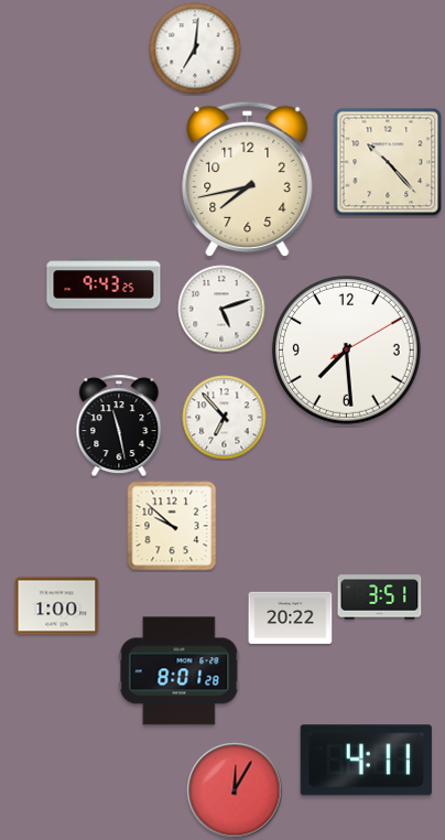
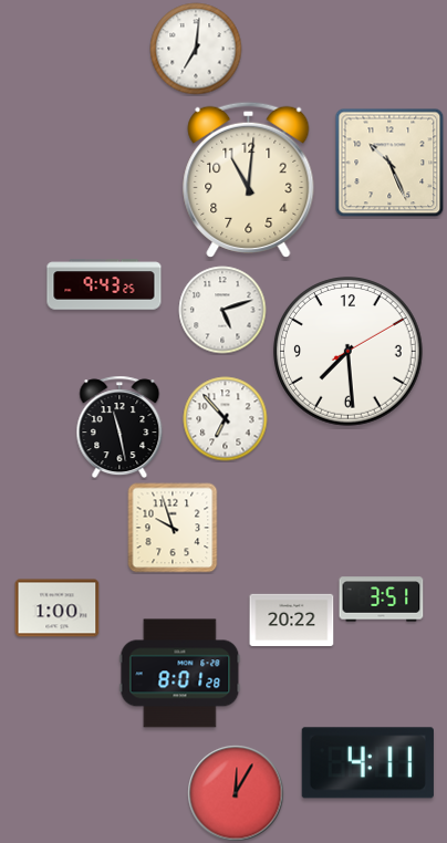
clock at (388, 162): 10:23 -> 10:26
clock at (248, 179): 7:43 -> 11:01
clock at (172, 526): 9:52 -> 9:57
